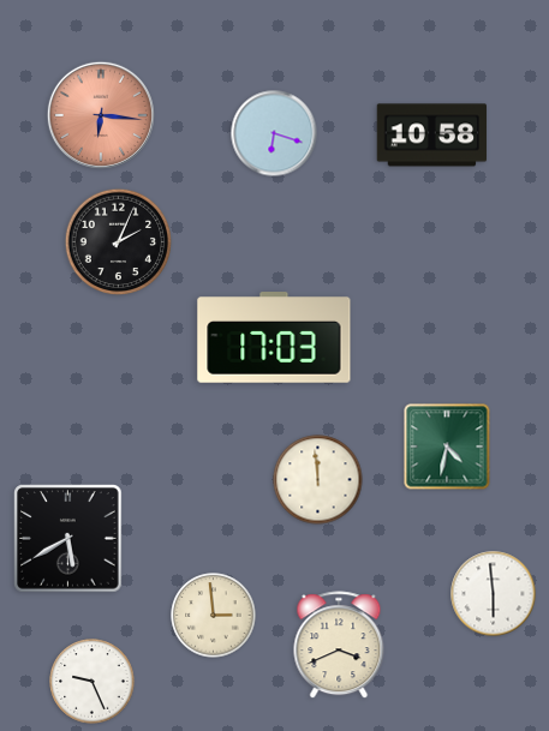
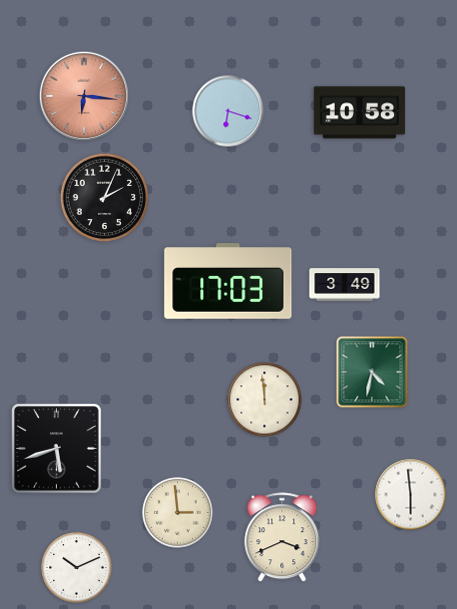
clock at (119, 242) position: (119, 242) -> (105, 198)
clock at (345, 285): none -> 3:49
clock at (68, 539): 5:40 -> 5:42
clock at (93, 682): 9:26 -> 10:11
